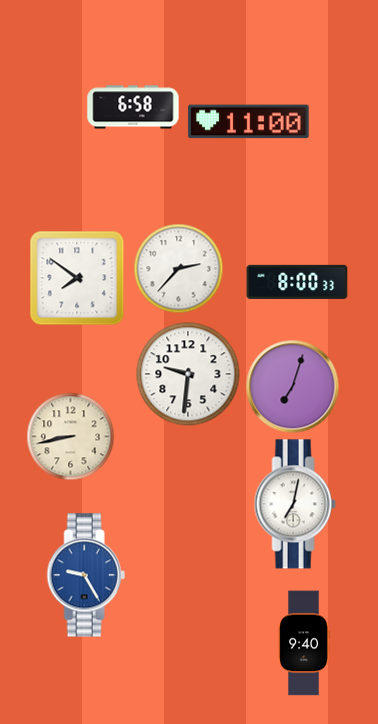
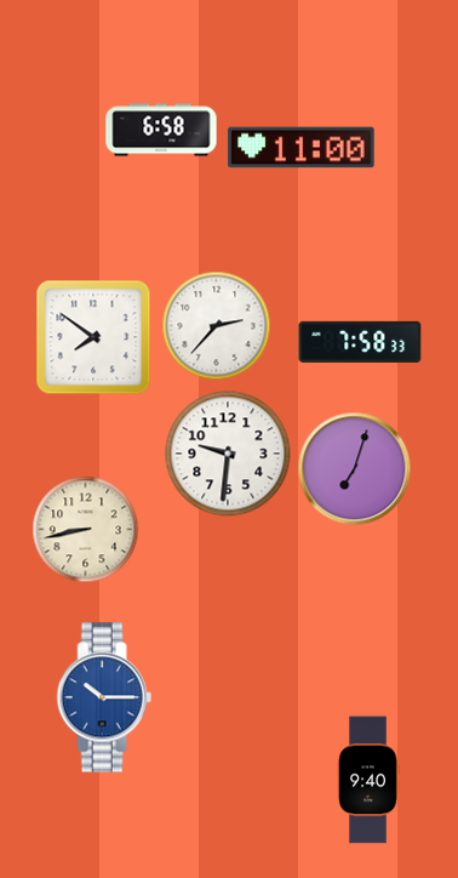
clock at (297, 282): 8:00 -> 7:58
clock at (295, 504): 7:02 -> none
clock at (86, 575): 9:25 -> 10:15
